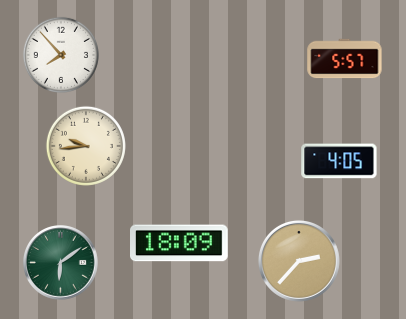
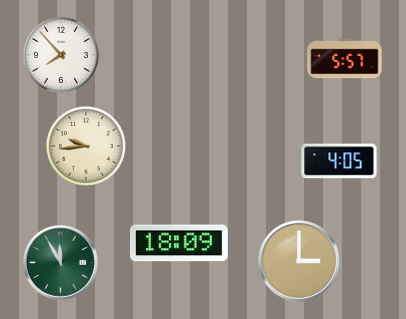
clock at (299, 261): 2:37 -> 3:00
clock at (61, 263): 6:09 -> 11:55
